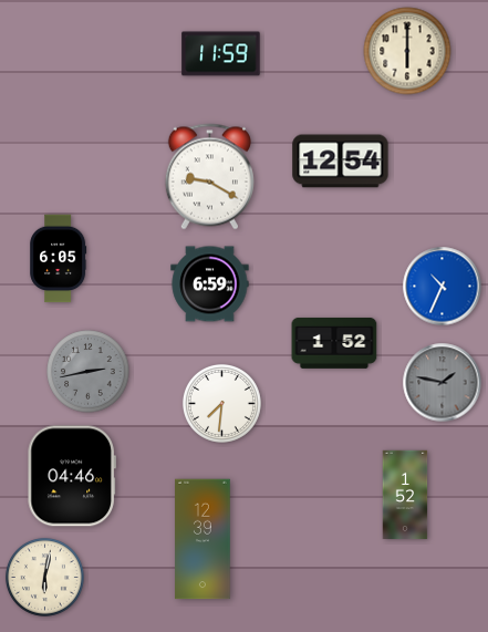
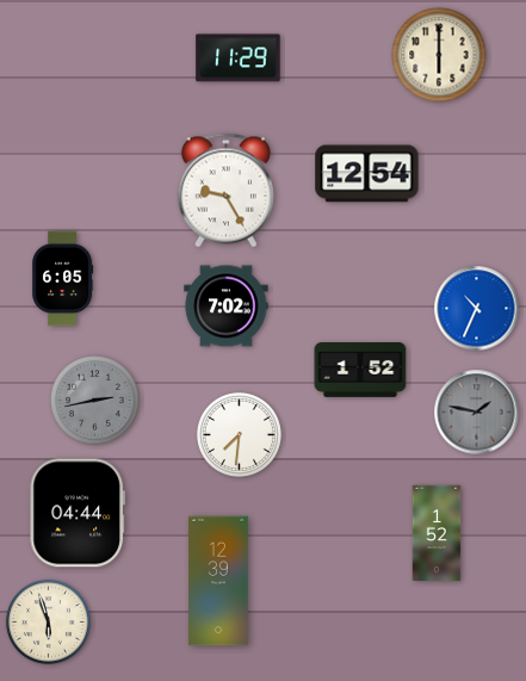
clock at (221, 54): 11:59 -> 11:29
clock at (209, 177): 9:20 -> 9:25
clock at (210, 284): 6:59 -> 7:02
clock at (72, 476): 04:46 -> 04:44
clock at (44, 577): 6:02 -> 5:57
